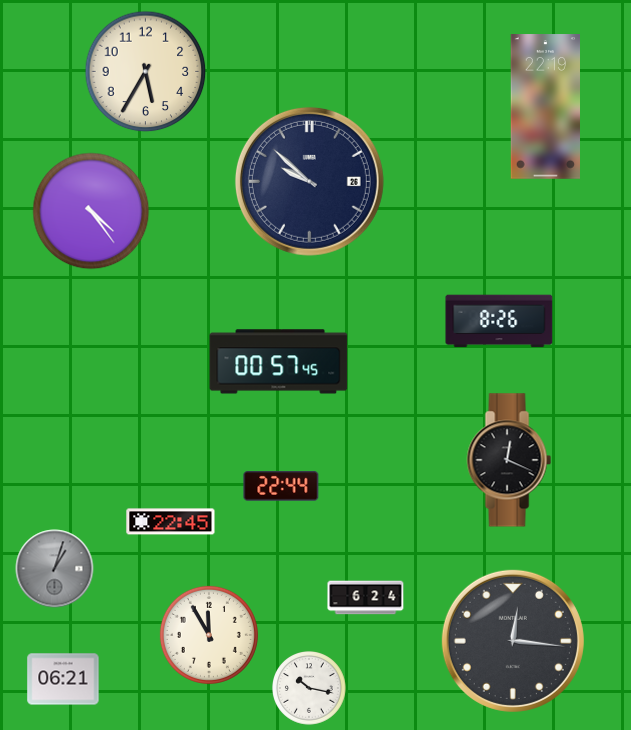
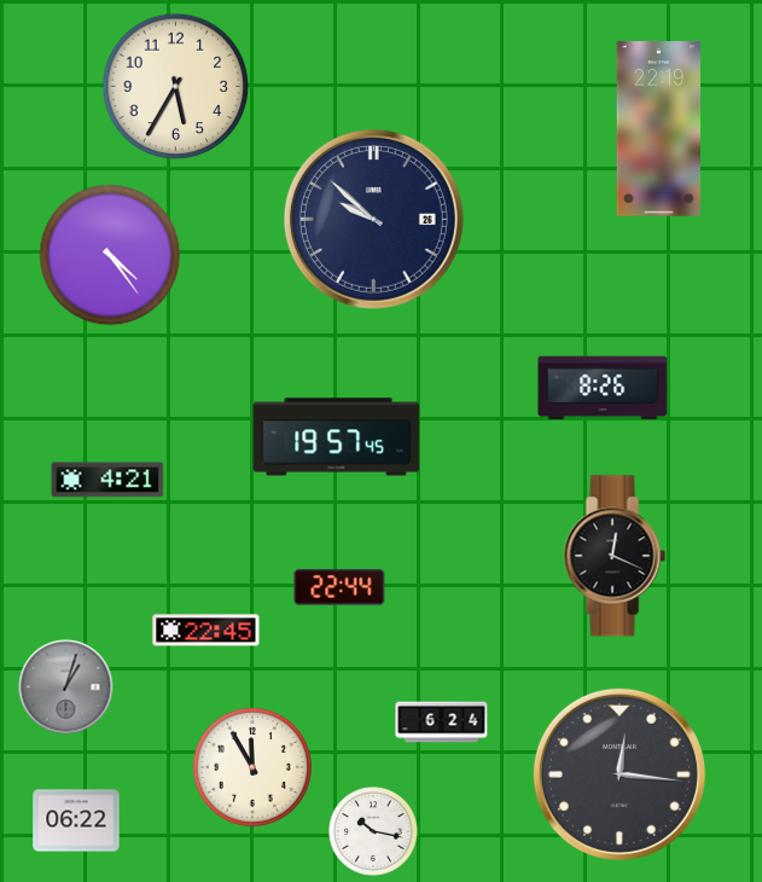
clock at (279, 362): 00:57 -> 19:57
clock at (107, 480): none -> 4:21
clock at (63, 679): 06:21 -> 06:22
